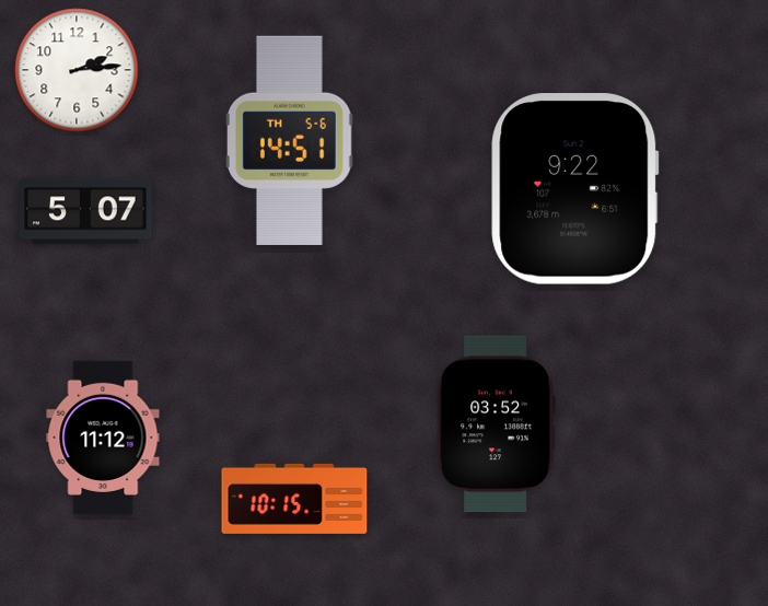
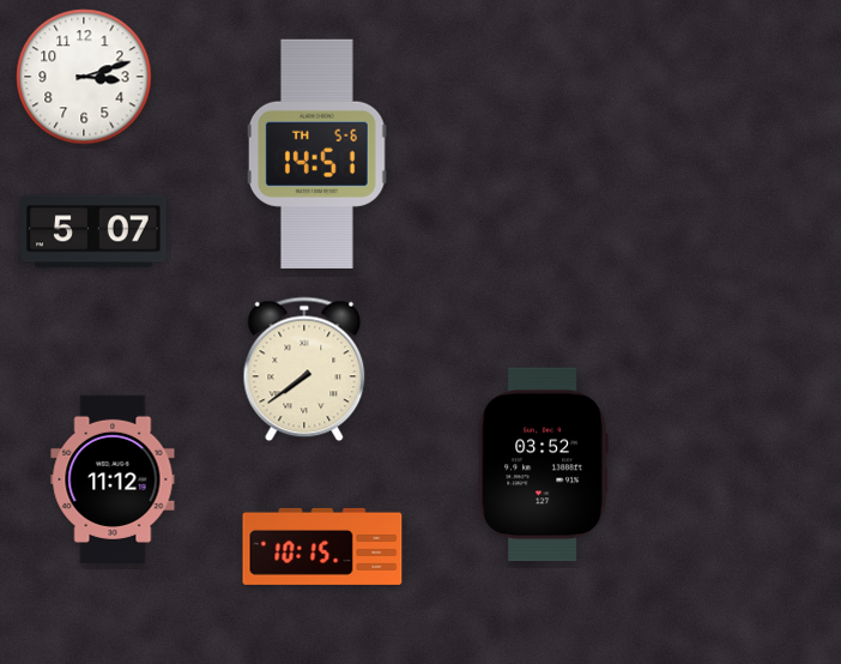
clock at (77, 70): 2:14 -> 3:12
clock at (575, 189): 9:22 -> none
clock at (304, 369): none -> 7:39
